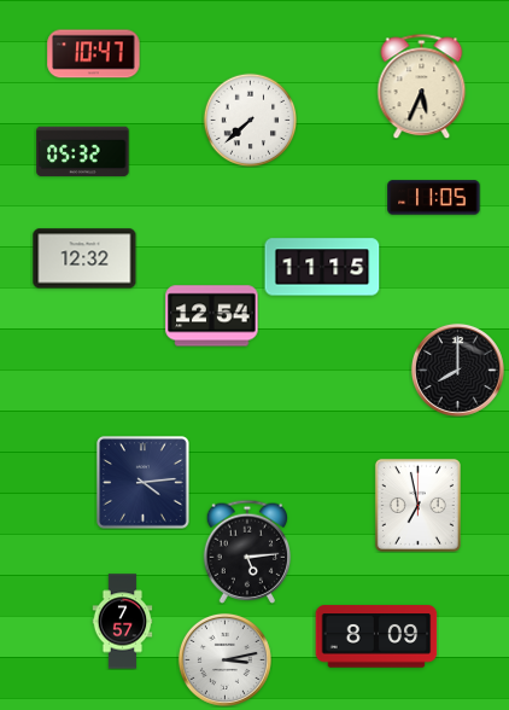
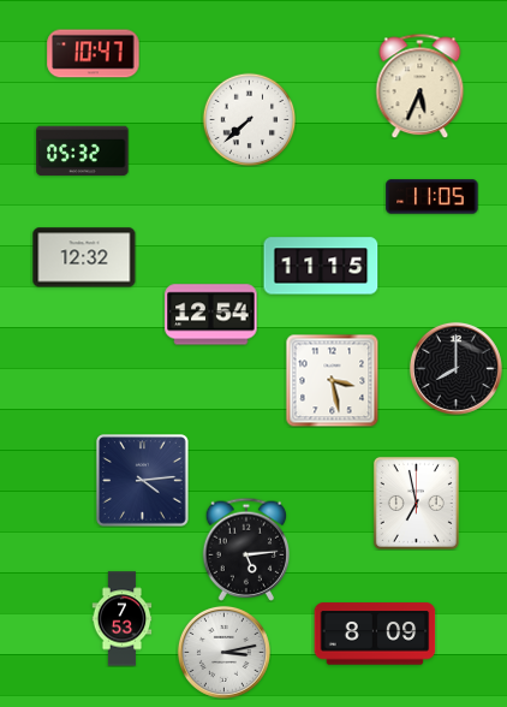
clock at (332, 380): none -> 3:28
clock at (123, 622): 7:57 -> 7:53
clock at (224, 659) position: (224, 659) -> (223, 652)
